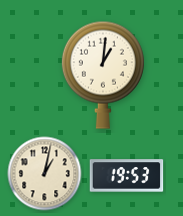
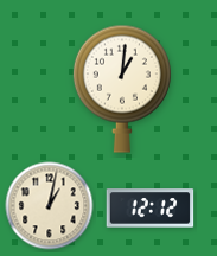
clock at (45, 174) position: (45, 174) -> (50, 206)
clock at (127, 176): 19:53 -> 12:12
